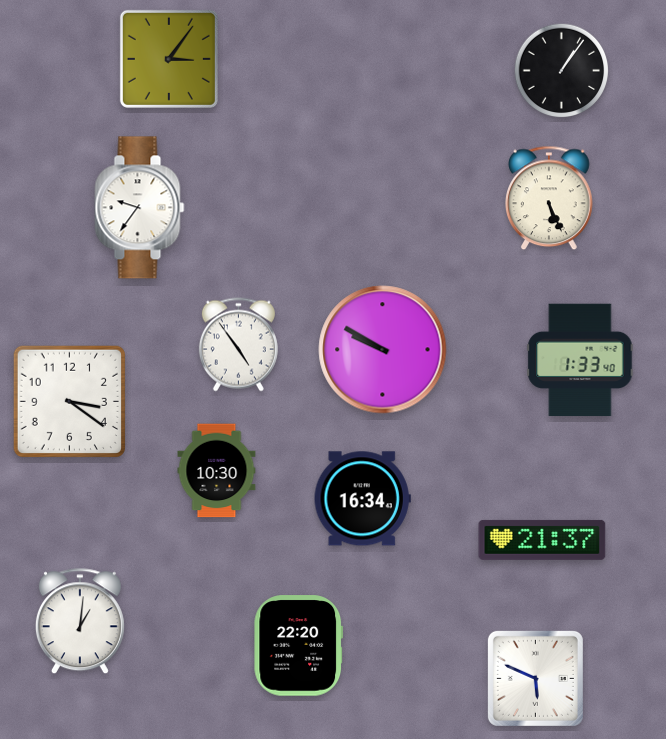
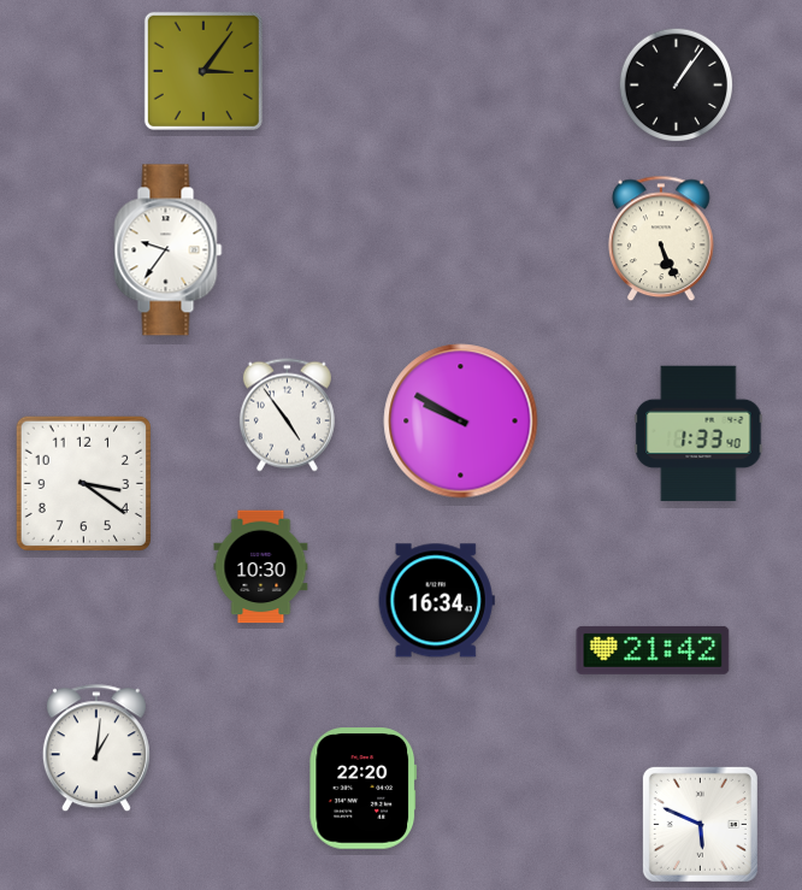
clock at (542, 540): 21:37 -> 21:42
clock at (299, 646) position: (299, 646) -> (364, 789)
clock at (535, 678) position: (535, 678) -> (700, 824)
